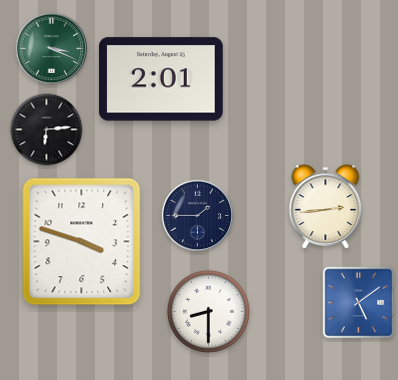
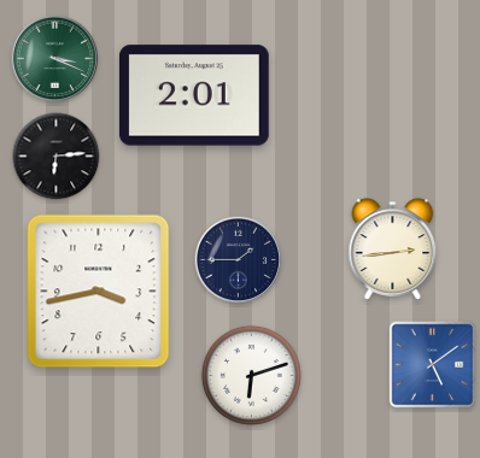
clock at (52, 49) position: (52, 49) -> (55, 59)
clock at (82, 242): 3:48 -> 3:43
clock at (208, 311): 8:30 -> 6:12
